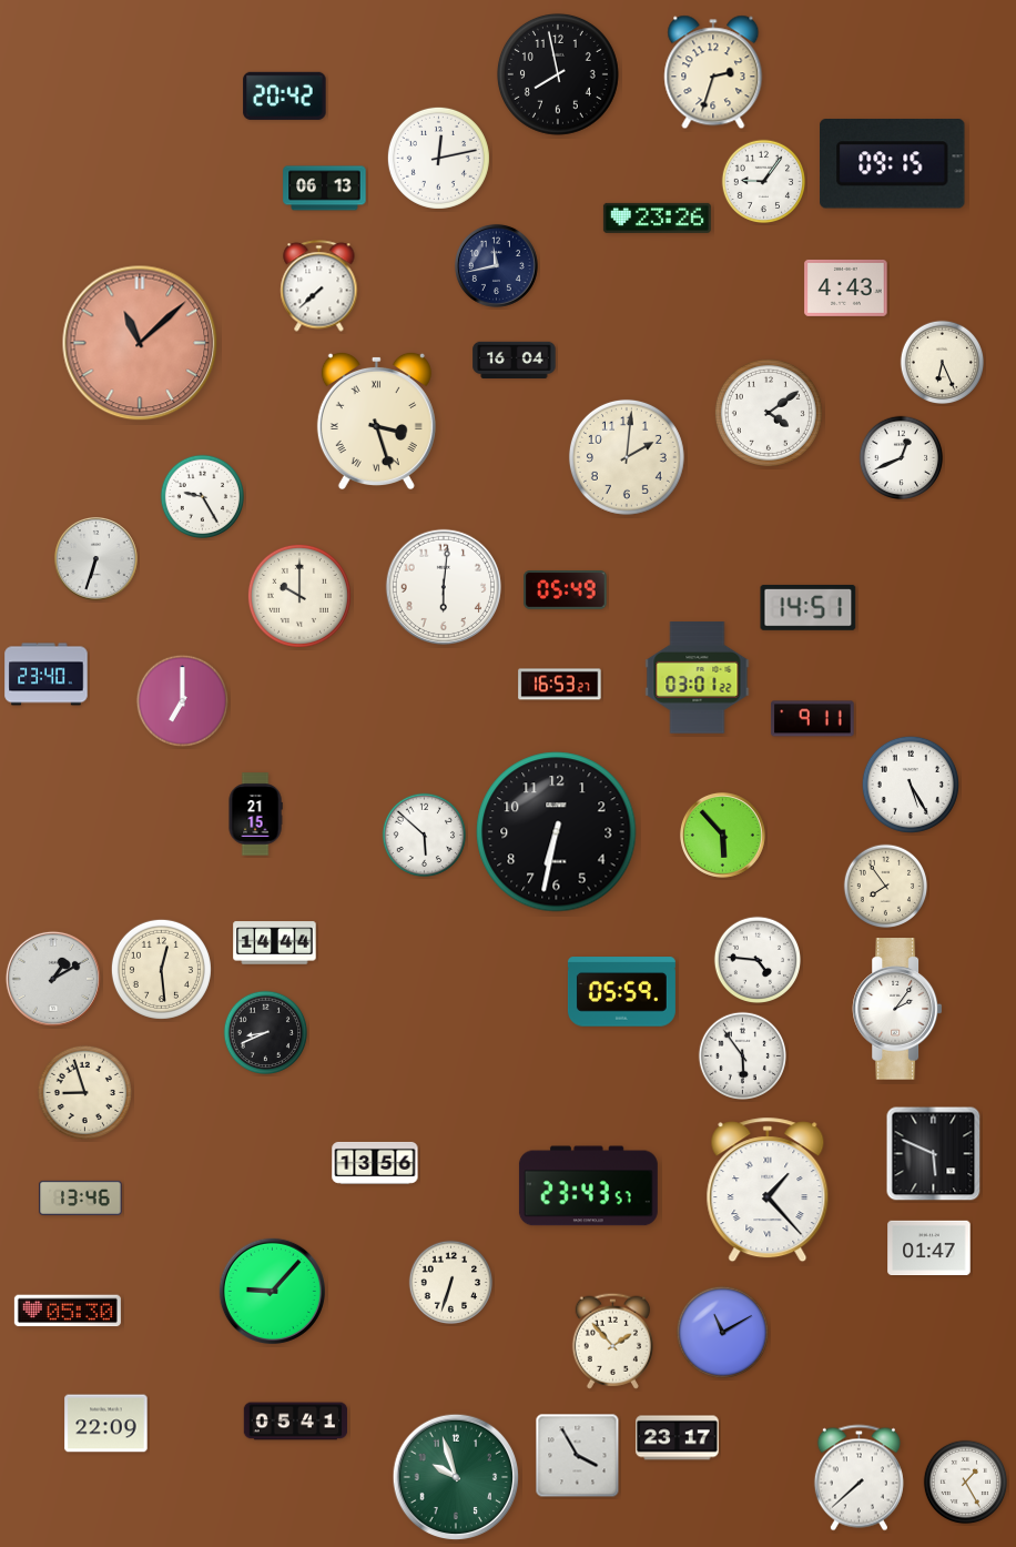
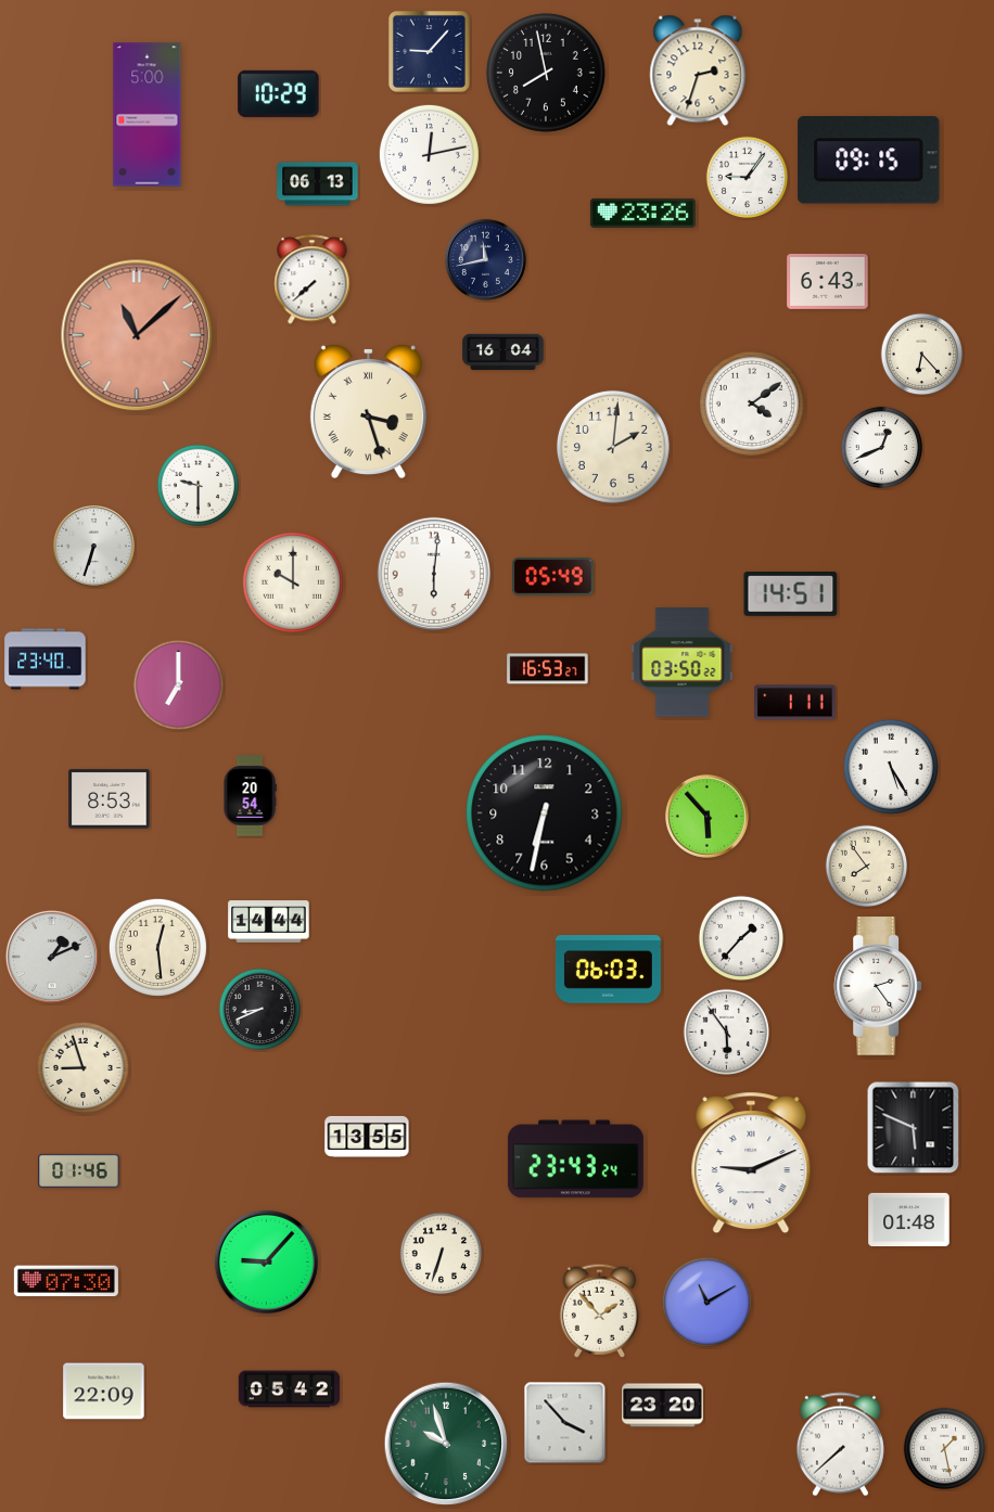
clock at (429, 51): none -> 9:07
clock at (285, 95): 20:42 -> 10:29
clock at (148, 115): none -> 5:00
clock at (893, 164) position: (893, 164) -> (869, 161)
clock at (846, 287): 4:43 -> 6:43
clock at (943, 363): 6:26 -> 6:23
clock at (203, 497): 9:25 -> 9:30
clock at (698, 678): 03:01 -> 03:50
clock at (813, 719): 9:11 -> 1:11
clock at (255, 815): 21:15 -> 20:54
clock at (110, 799): none -> 8:53
clock at (425, 836): 5:52 -> none
clock at (756, 959): 4:46 -> 1:37
clock at (53, 979): 1:10 -> 1:11
clock at (621, 992): 05:59 -> 06:03
clock at (897, 1009): 2:06 -> 2:24
clock at (375, 1163): 13:56 -> 13:55
clock at (588, 1186): 23:43:57 -> 23:43:24
clock at (768, 1190): 1:23 -> 9:11
clock at (81, 1197): 13:46 -> 01:46
clock at (929, 1248): 01:47 -> 01:48
clock at (68, 1311): 05:30 -> 07:30
clock at (296, 1422): 05:41 -> 05:42
clock at (678, 1438): 23:17 -> 23:20
clock at (578, 1456): 3:55 -> 3:53
clock at (966, 1483): 1:25 -> 1:28
